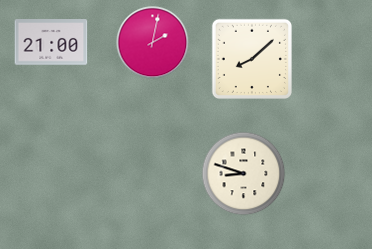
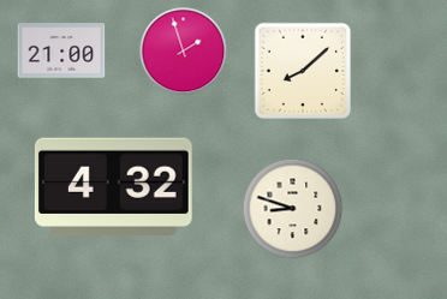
clock at (153, 43): 2:02 -> 1:57
clock at (113, 186): none -> 4:32
